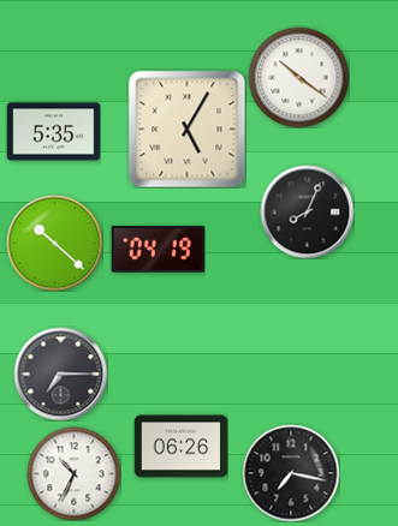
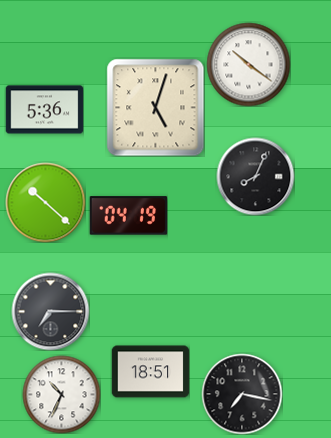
clock at (186, 128): 5:05 -> 5:03
clock at (53, 132): 5:35 -> 5:36
clock at (158, 250) position: (158, 250) -> (128, 216)
clock at (180, 447): 06:26 -> 18:51
